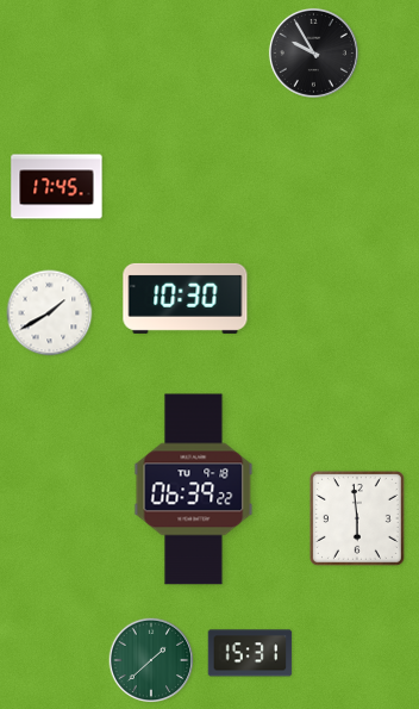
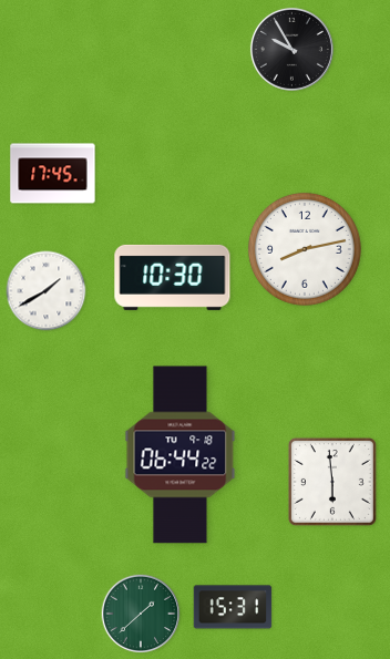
clock at (305, 249): none -> 8:13
clock at (194, 490): 06:39 -> 06:44
